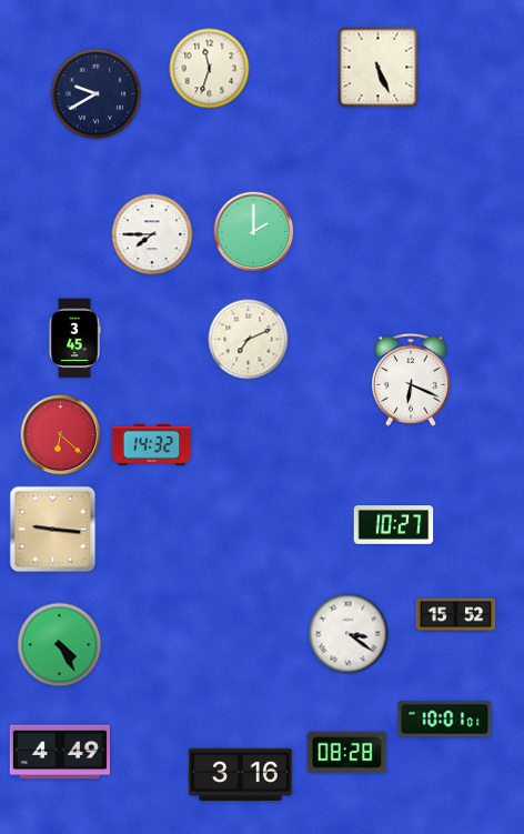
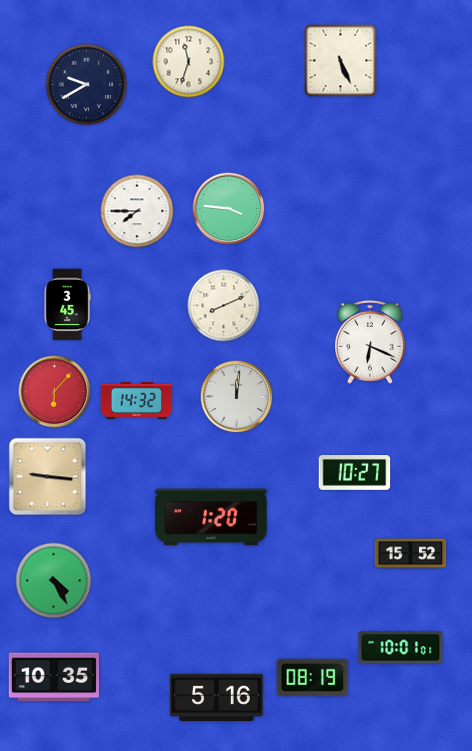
clock at (254, 232): 2:00 -> 3:46
clock at (249, 340): 7:11 -> 8:11
clock at (61, 435): 6:22 -> 6:07
clock at (237, 397): none -> 12:01
clock at (211, 517): none -> 1:20
clock at (349, 634): 3:21 -> none
clock at (60, 752): 4:49 -> 10:35
clock at (347, 753): 08:28 -> 08:19
clock at (241, 774): 3:16 -> 5:16
